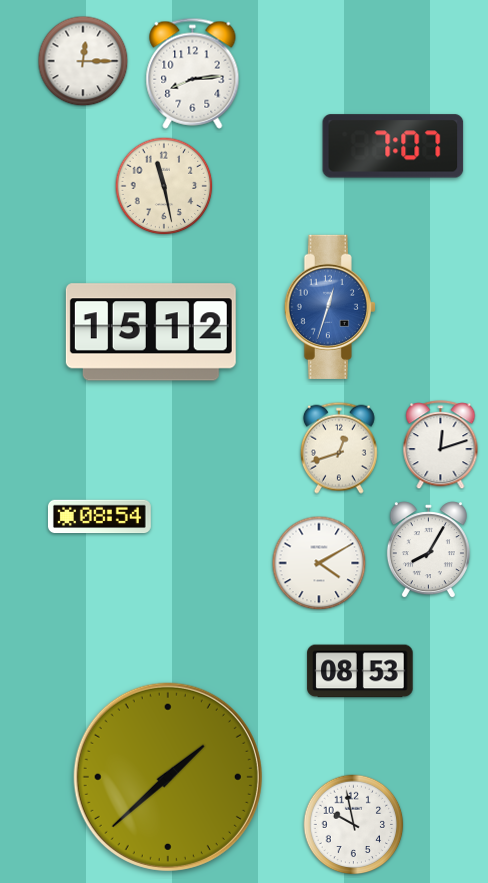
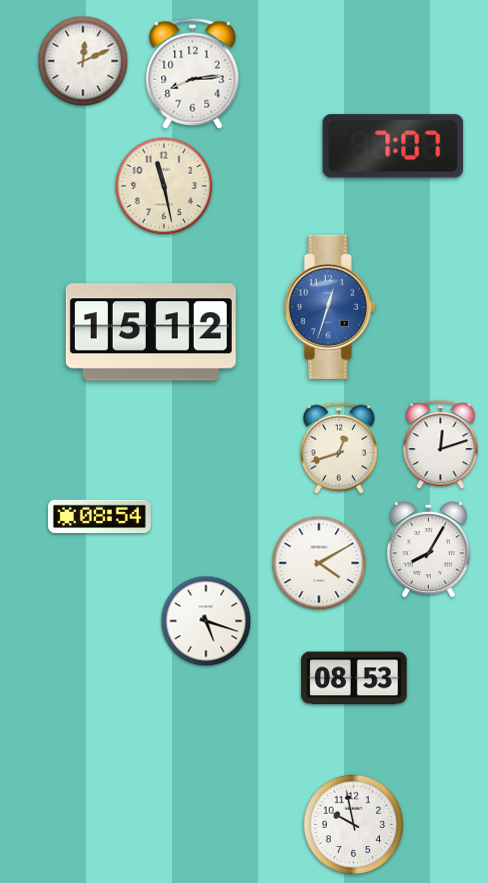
clock at (83, 61): 12:15 -> 12:11
clock at (206, 621): none -> 5:18
clock at (360, 671) position: (360, 671) -> (354, 678)
clock at (168, 777): 1:38 -> none
